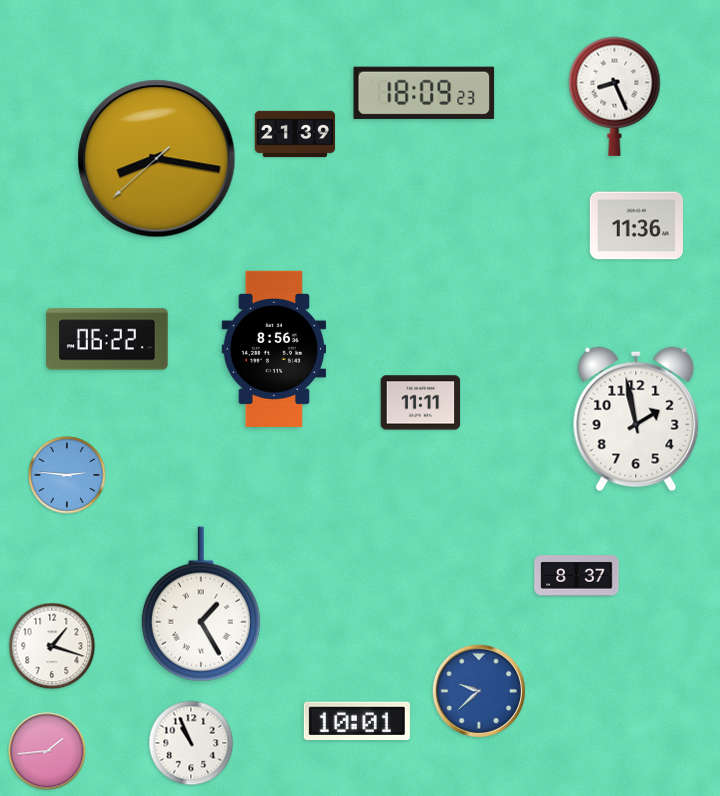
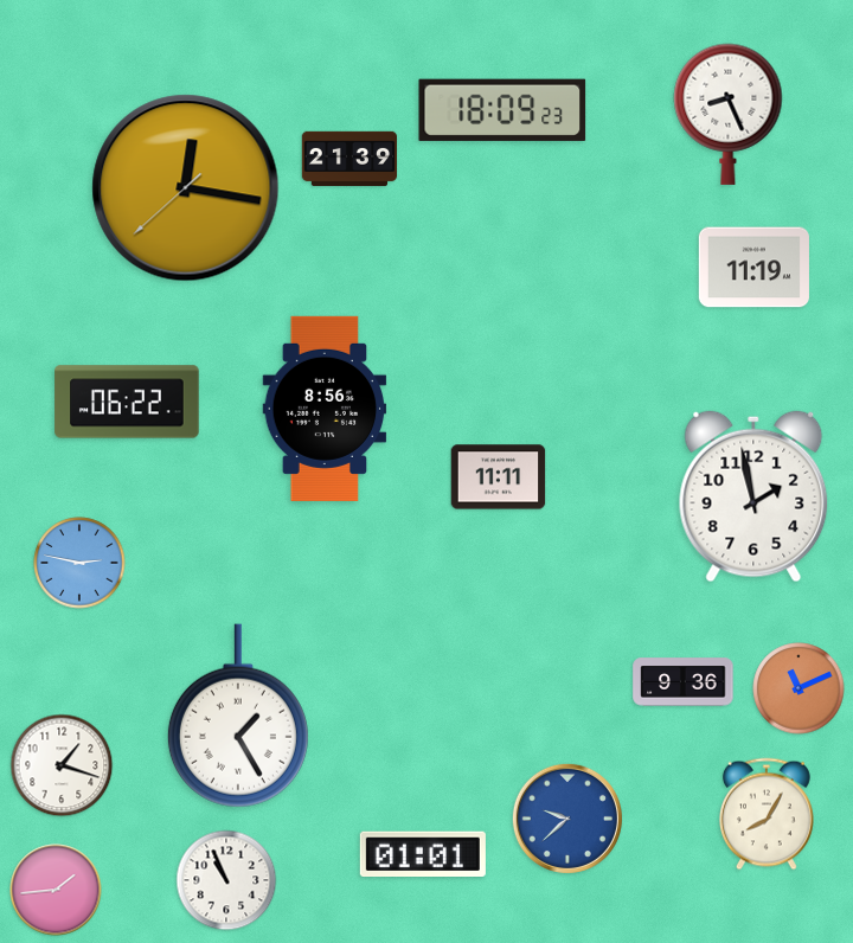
clock at (157, 159): 8:16 -> 12:16
clock at (636, 226): 11:36 -> 11:19
clock at (274, 349) position: (274, 349) -> (325, 409)
clock at (67, 475): 2:46 -> 2:47
clock at (577, 576): 8:37 -> 9:36
clock at (799, 688): none -> 11:11
clock at (767, 814): none -> 8:05
clock at (357, 721): 10:01 -> 01:01
